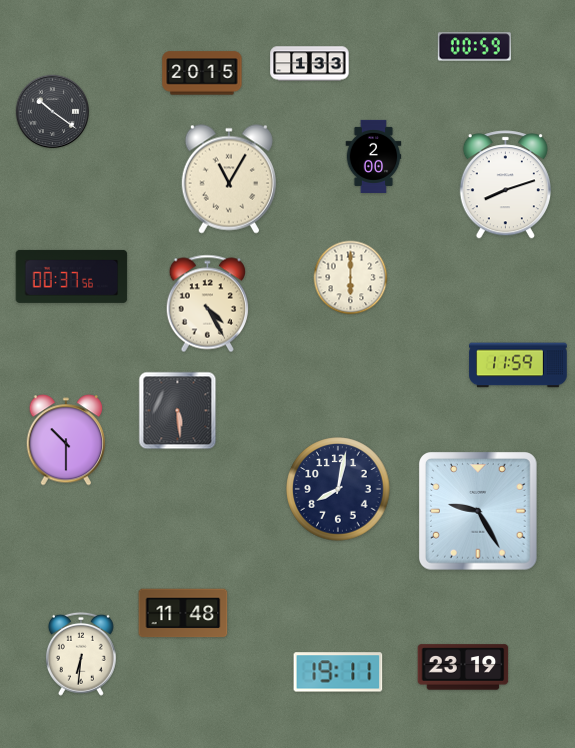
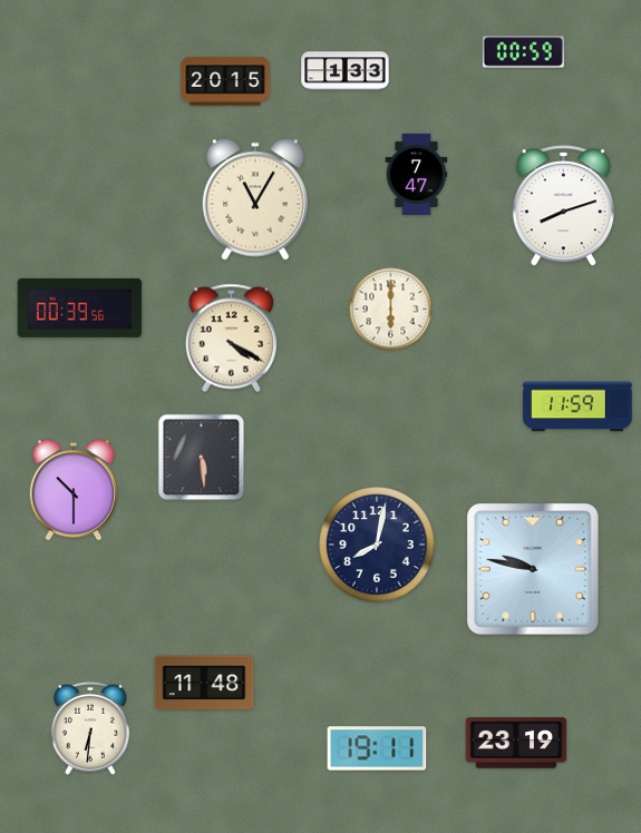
clock at (474, 47) position: (474, 47) -> (523, 52)
clock at (53, 112): 10:21 -> none
clock at (374, 156): 2:00 -> 7:47
clock at (72, 276): 00:37 -> 00:39
clock at (207, 304): 4:25 -> 4:20
clock at (178, 411) position: (178, 411) -> (202, 458)
clock at (479, 512): 9:25 -> 9:47
